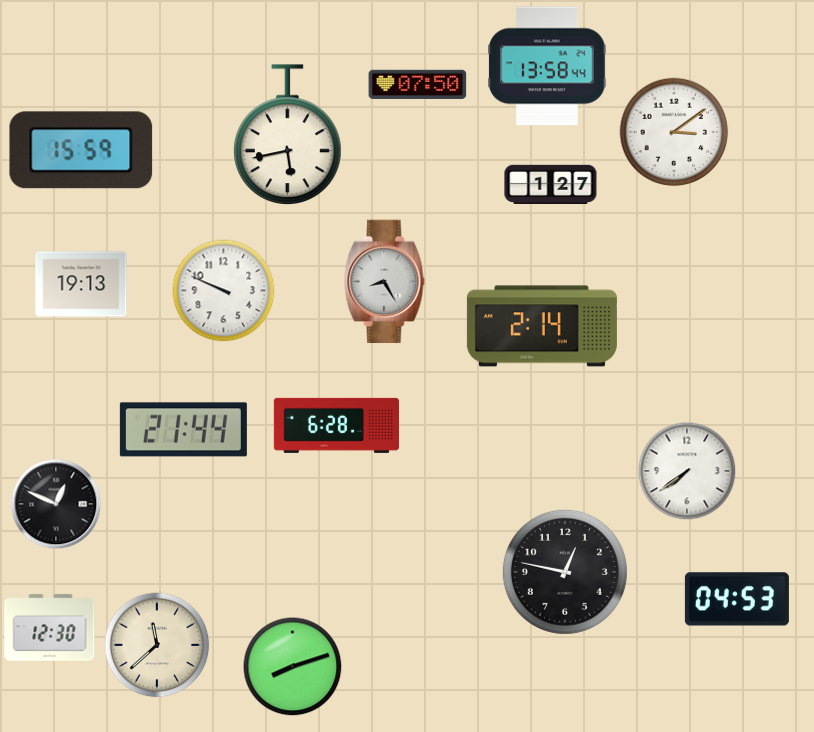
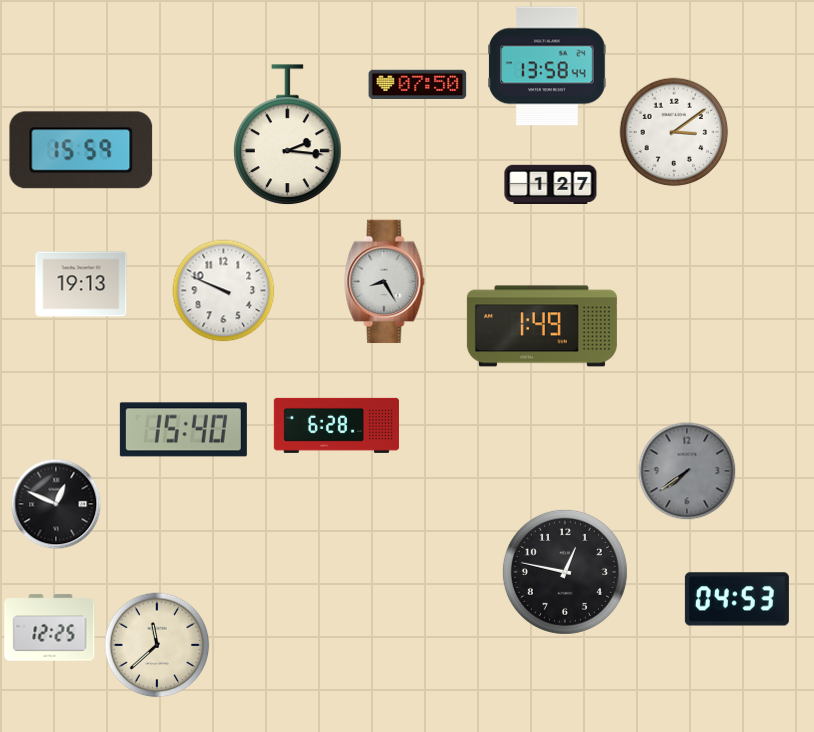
clock at (288, 135): 5:43 -> 2:16
clock at (542, 326): 2:14 -> 1:49
clock at (183, 430): 21:44 -> 15:40
clock at (687, 471) dial: white -> grey
clock at (50, 628): 12:30 -> 12:25
clock at (293, 667): 8:12 -> none
